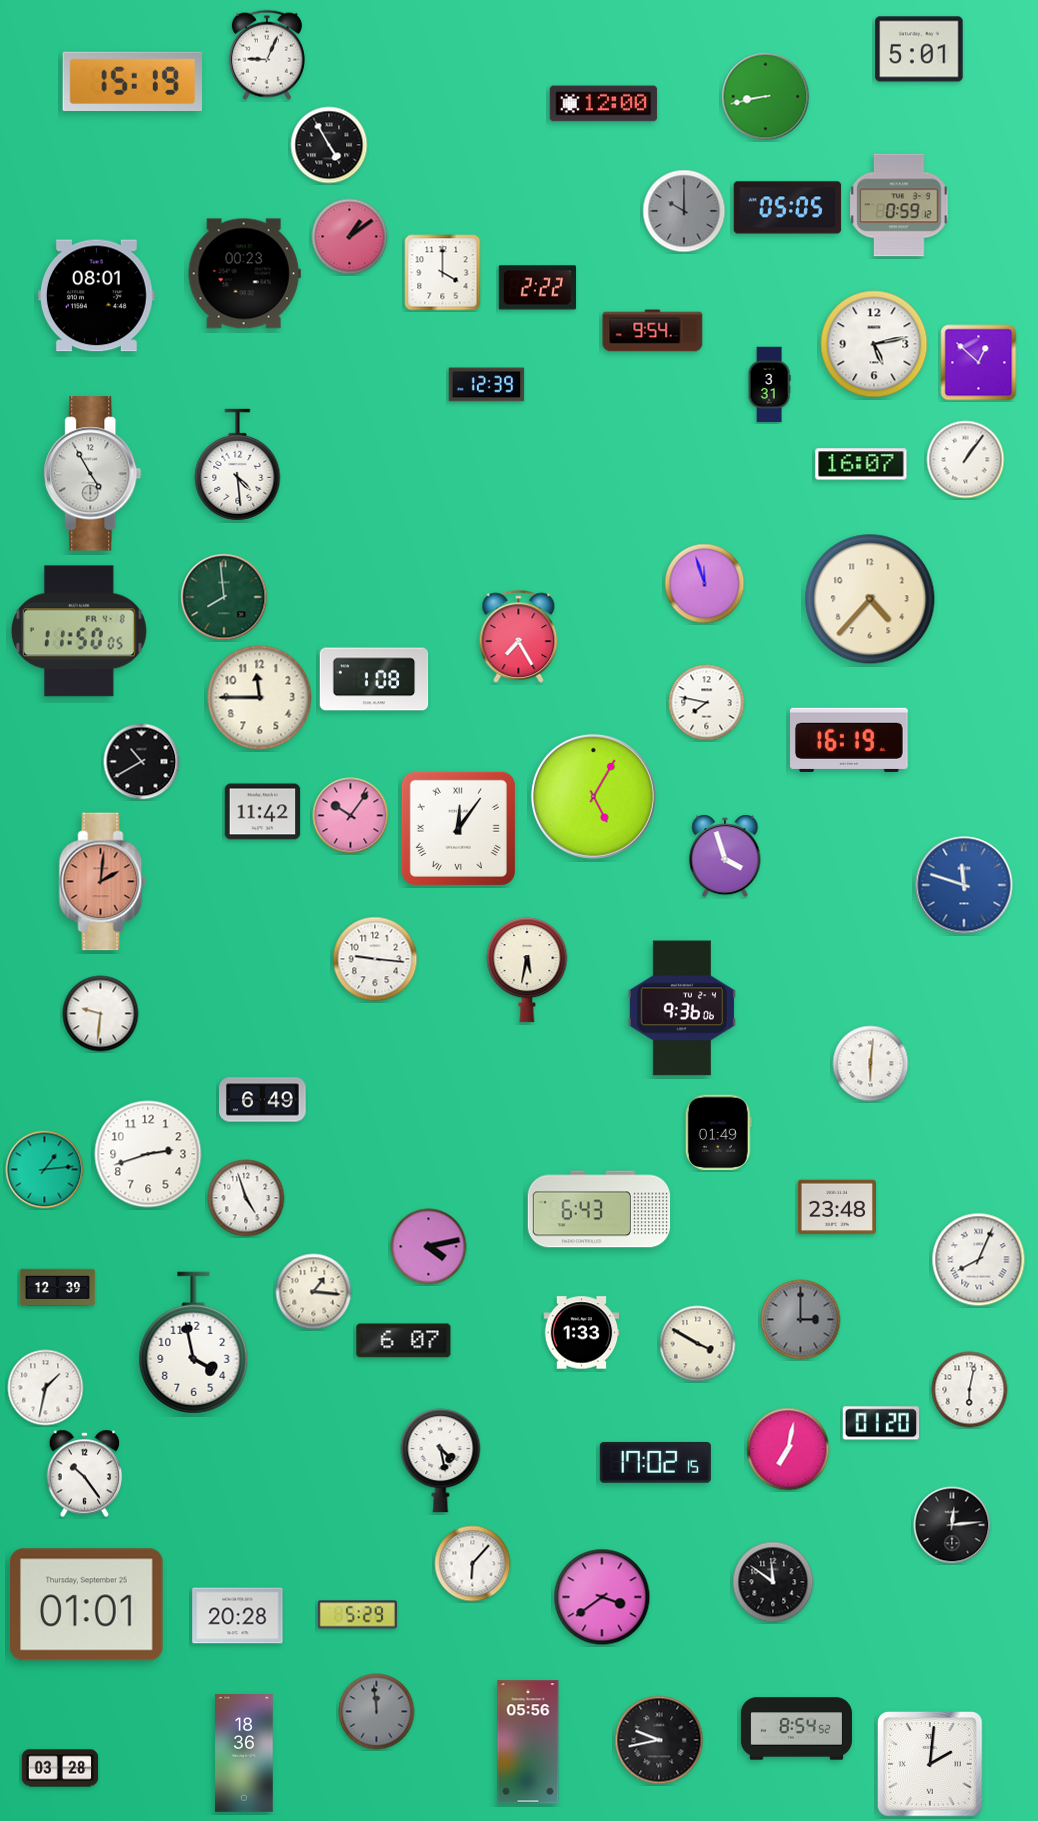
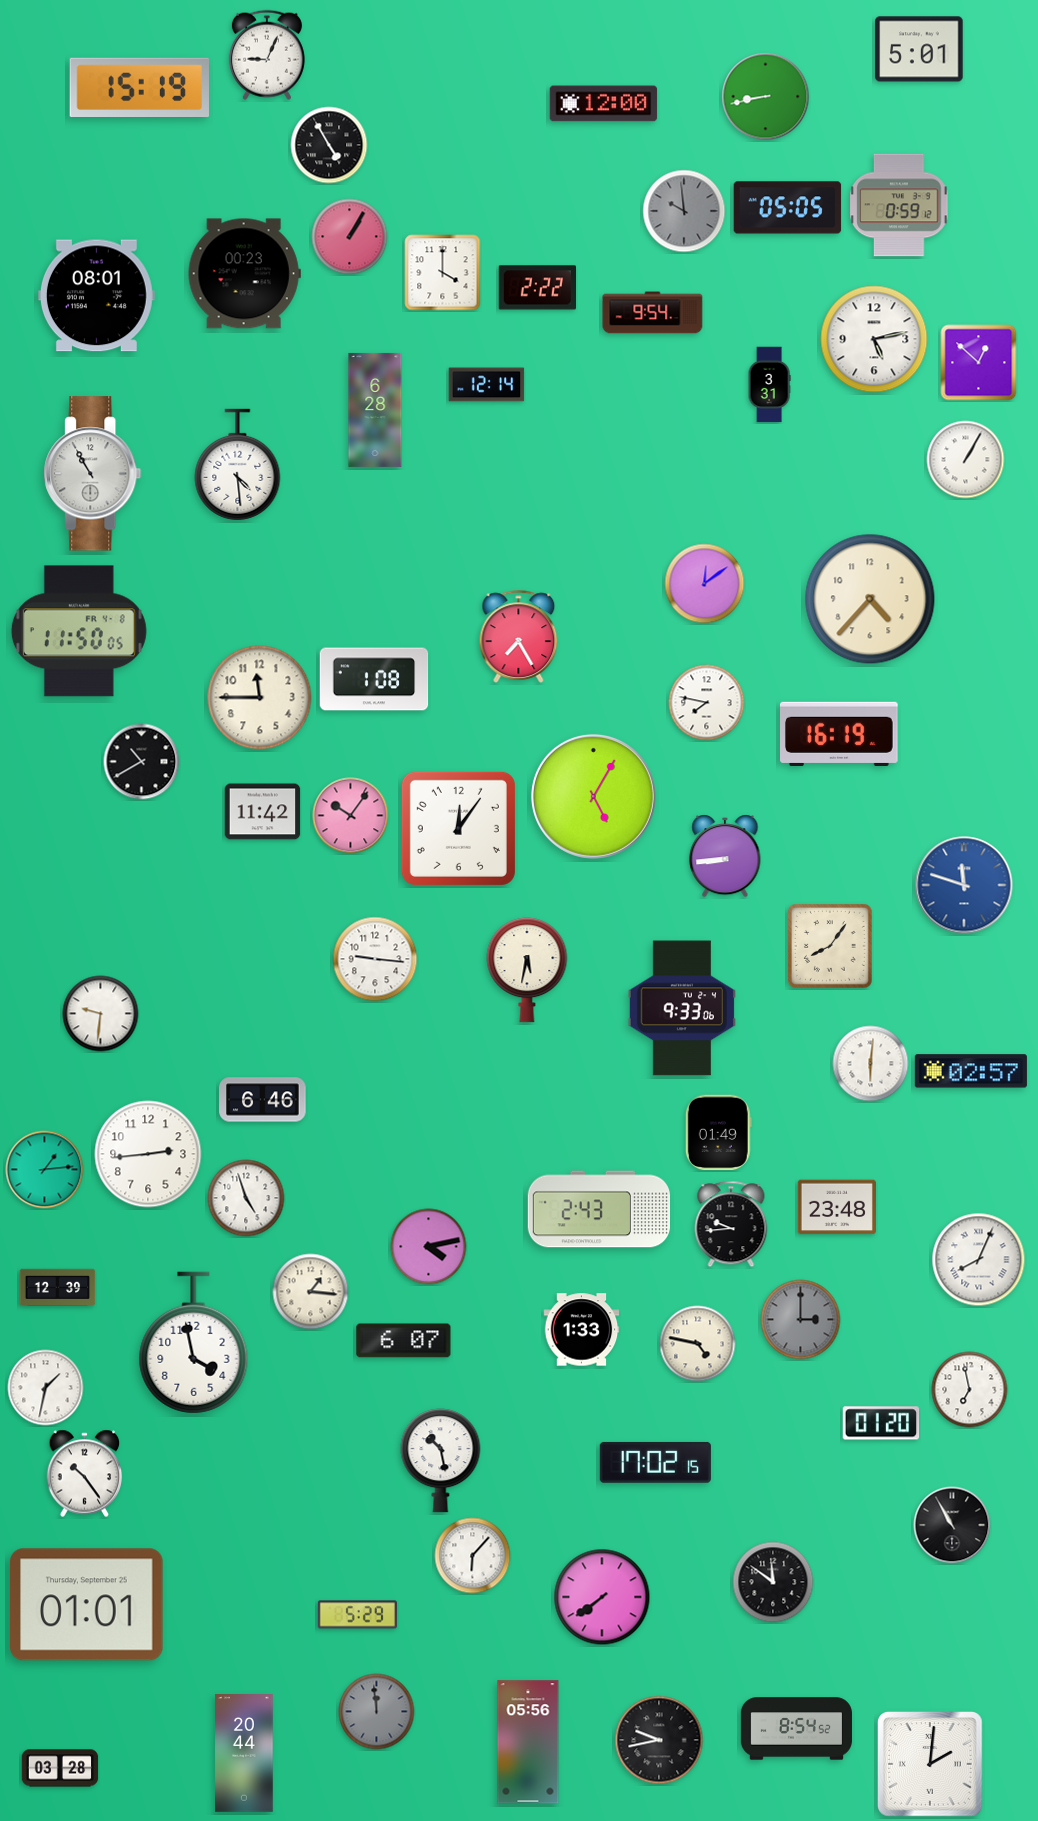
clock at (133, 81) position: (133, 81) -> (140, 87)
clock at (684, 211): 10:00 -> 9:59
clock at (350, 237): 1:09 -> 1:05
clock at (653, 331) position: (653, 331) -> (653, 313)
clock at (874, 344) position: (874, 344) -> (874, 339)
clock at (487, 385): 12:39 -> 12:14
clock at (375, 410): none -> 6:28
clock at (966, 460): 1:06 -> 1:05
clock at (861, 464): 16:07 -> none
clock at (93, 474): 4:55 -> 10:55
clock at (705, 584): 11:57 -> 12:09
clock at (224, 597): 7:59 -> none
clock at (850, 740) position: (850, 740) -> (840, 734)
clock at (458, 828) numerals: Roman -> Arabic
clock at (725, 856): 3:57 -> 8:44
clock at (103, 882): 2:01 -> none
clock at (830, 946): none -> 8:06
clock at (682, 1008): 9:36 -> 9:33
clock at (971, 1071): none -> 02:57
clock at (263, 1100): 6:49 -> 6:46
clock at (148, 1154): 2:42 -> 2:44
clock at (598, 1209): 6:43 -> 2:43
clock at (731, 1224): none -> 9:44
clock at (314, 1292) position: (314, 1292) -> (311, 1292)
clock at (582, 1333) position: (582, 1333) -> (582, 1330)
clock at (698, 1344): 3:50 -> 4:47
clock at (970, 1390): 6:02 -> 6:58
clock at (788, 1449): 7:02 -> none
clock at (441, 1461): 4:28 -> 10:28
clock at (952, 1525): 12:14 -> 10:55
clock at (473, 1564) position: (473, 1564) -> (473, 1556)
clock at (602, 1597): 3:39 -> 7:39
clock at (238, 1616): 20:28 -> none
clock at (244, 1753): 18:36 -> 20:44
